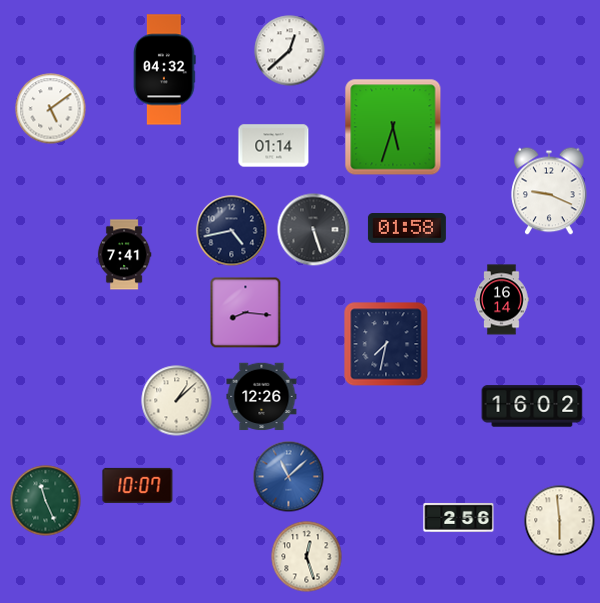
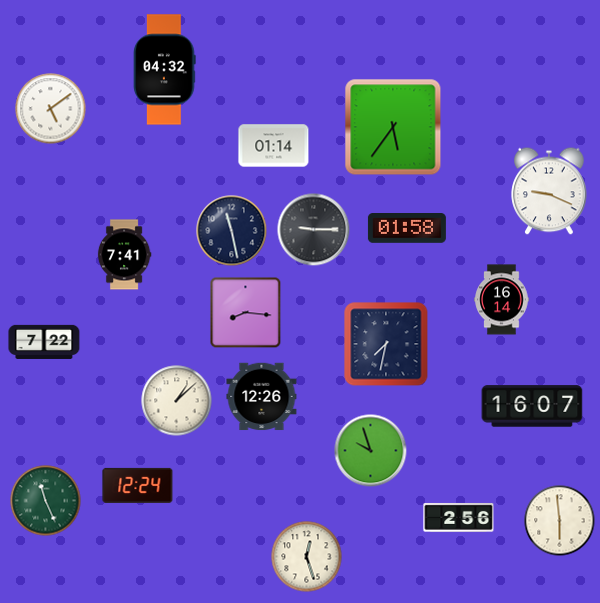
clock at (290, 51): 12:38 -> none
clock at (393, 127): 5:33 -> 5:36
clock at (314, 230): 5:27 -> 9:15
clock at (232, 231): 4:43 -> 11:28
clock at (44, 342): none -> 7:22
clock at (532, 406): 16:02 -> 16:07
clock at (371, 451): none -> 9:57
clock at (289, 477): 11:08 -> none
clock at (138, 485): 10:07 -> 12:24
